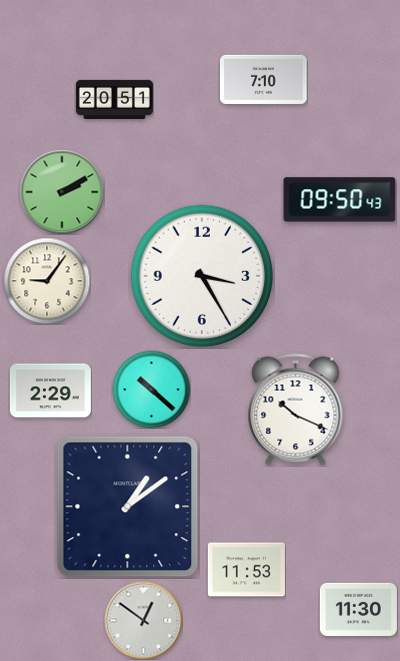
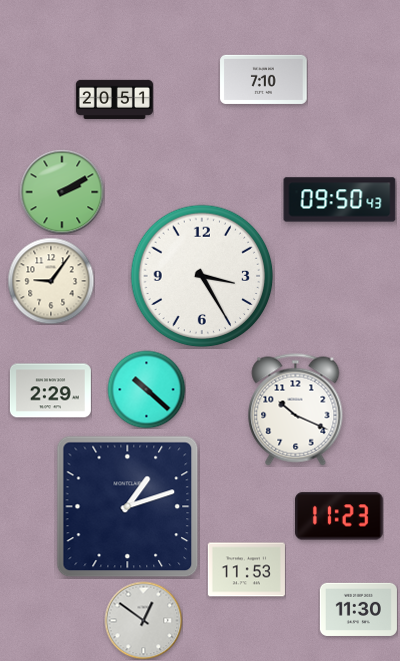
clock at (47, 281) position: (47, 281) -> (51, 281)
clock at (151, 389) position: (151, 389) -> (146, 389)
clock at (128, 507): 1:09 -> 1:12
clock at (339, 516): none -> 11:23
